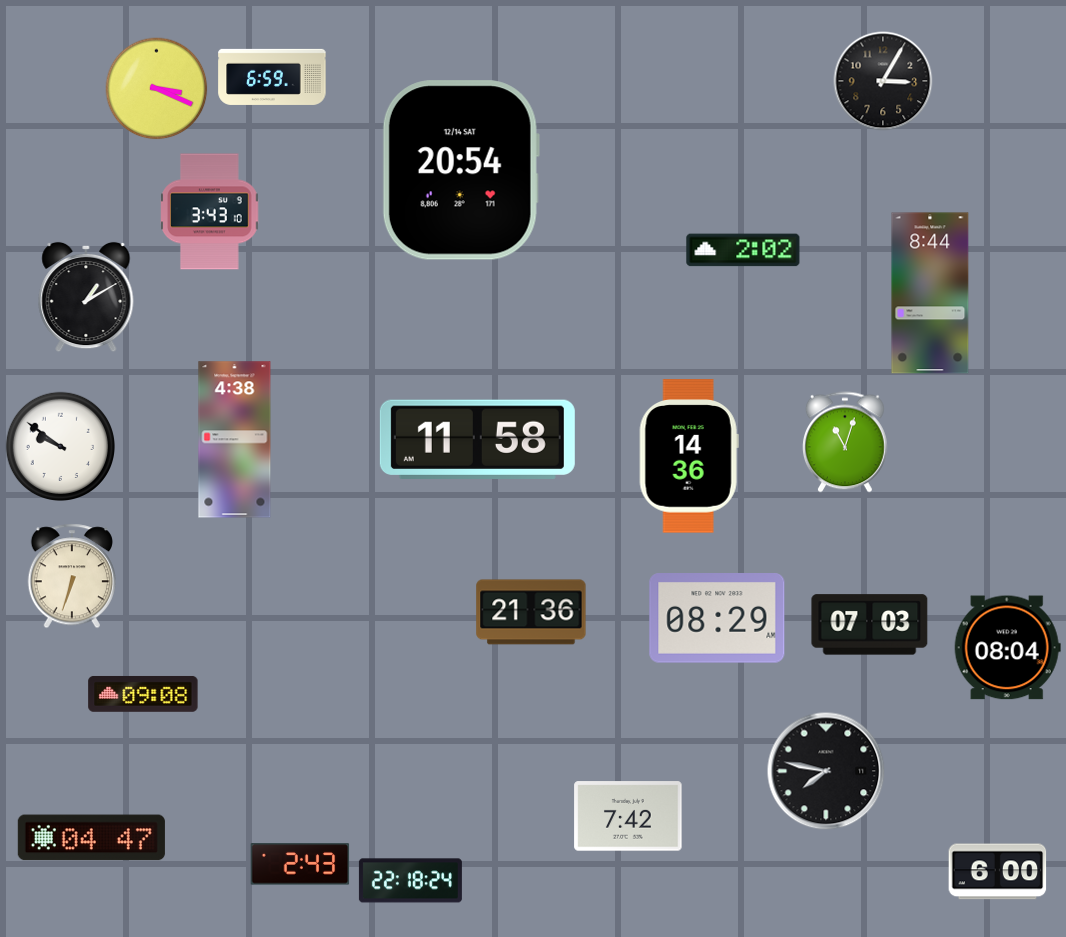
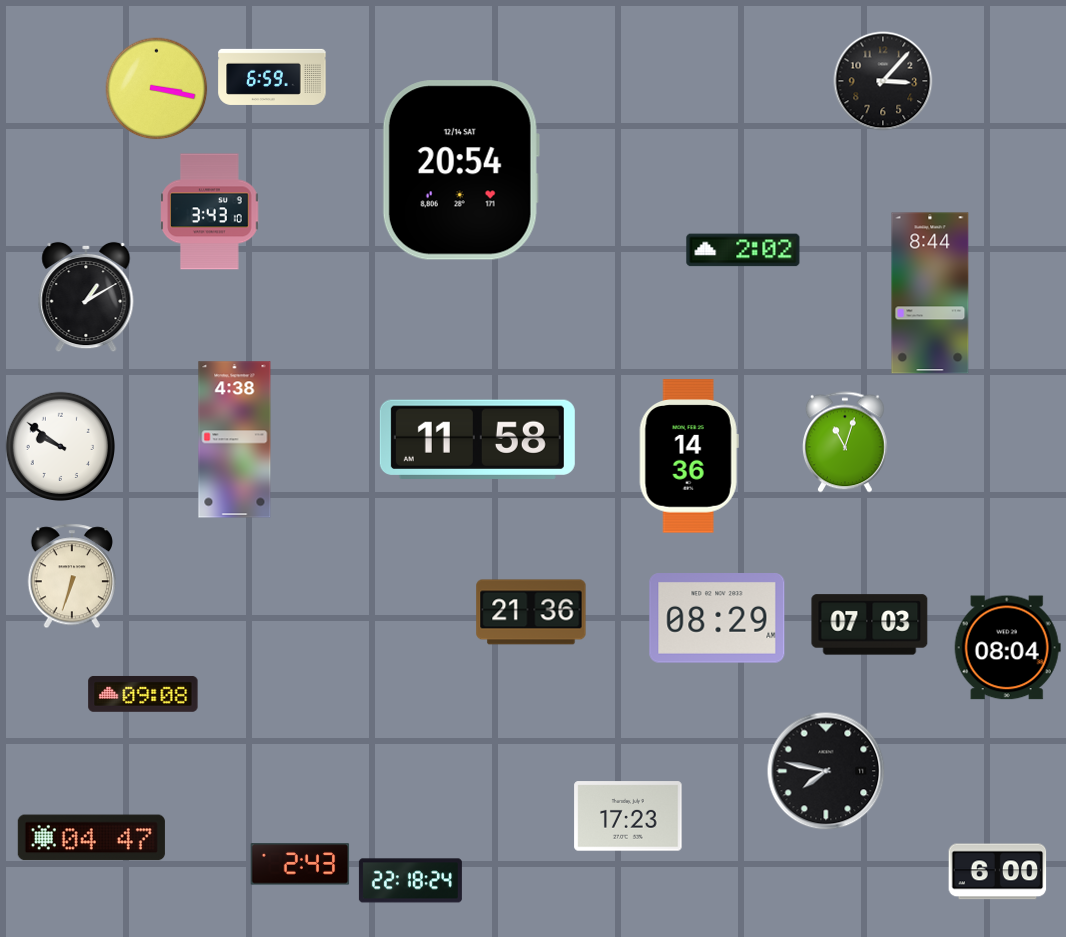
clock at (883, 81): 3:05 -> 3:07
clock at (157, 89): 3:19 -> 3:17
clock at (628, 816): 7:42 -> 17:23
